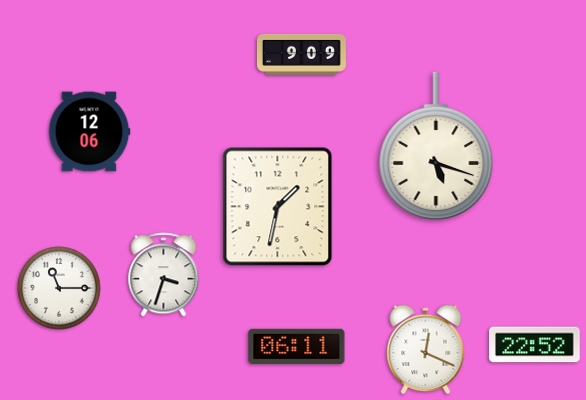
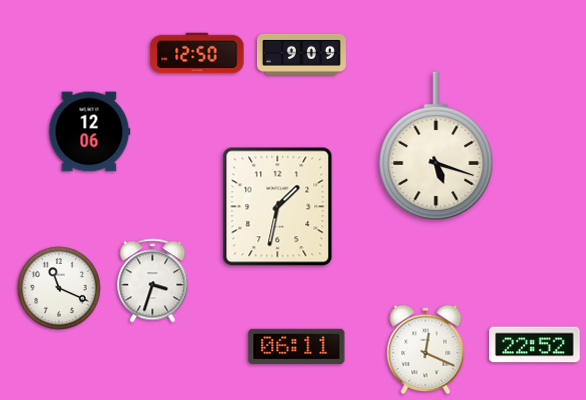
clock at (197, 53): none -> 12:50
clock at (164, 275) position: (164, 275) -> (153, 281)
clock at (59, 288): 11:15 -> 11:19
